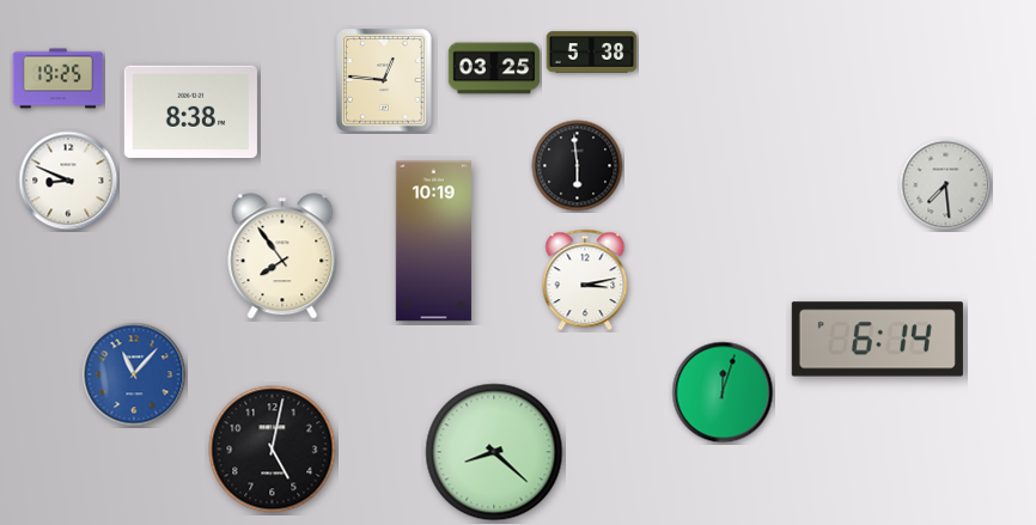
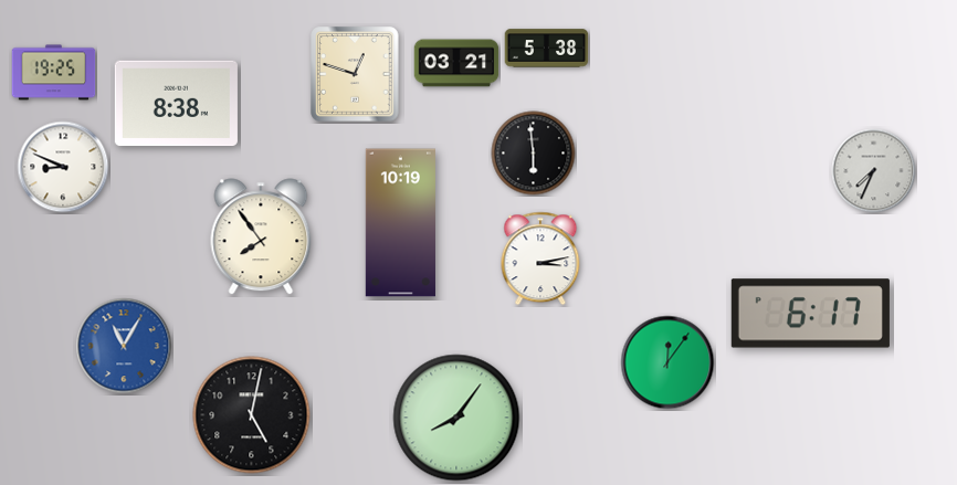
clock at (494, 68): 03:25 -> 03:21
clock at (384, 80): 12:46 -> 12:48
clock at (946, 185): 7:29 -> 7:34
clock at (877, 340): 6:14 -> 6:17
clock at (134, 374): 11:07 -> 11:05
clock at (723, 392): 12:03 -> 12:06
clock at (494, 452): 8:22 -> 8:06
